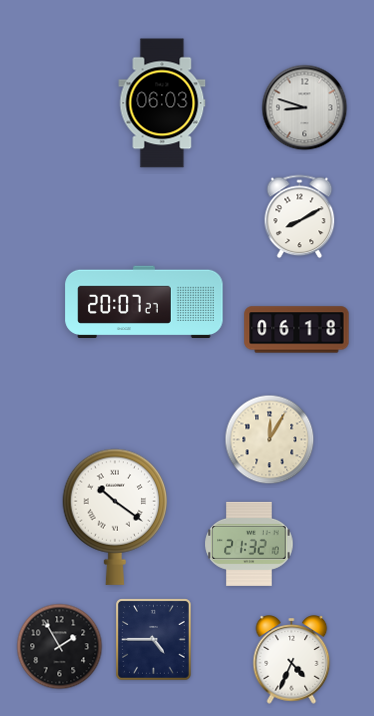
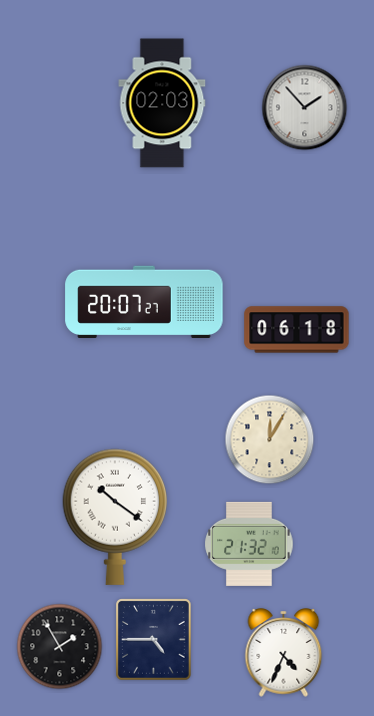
clock at (162, 103): 06:03 -> 02:03
clock at (305, 108): 8:48 -> 1:53
clock at (300, 217): 8:10 -> none
clock at (292, 660) position: (292, 660) -> (284, 653)
